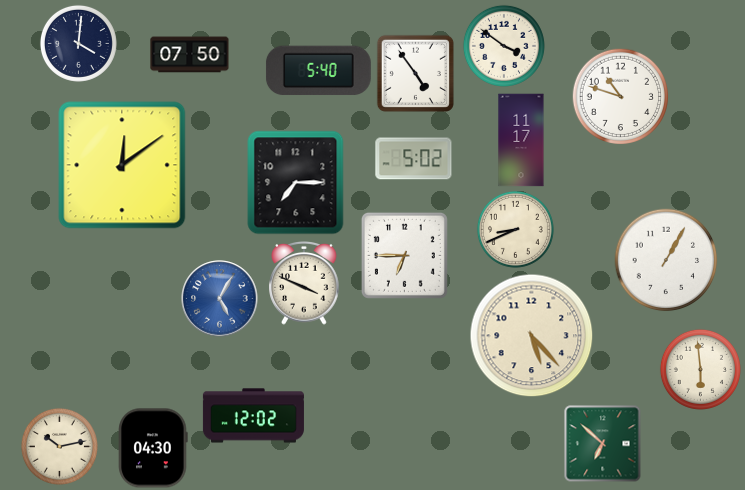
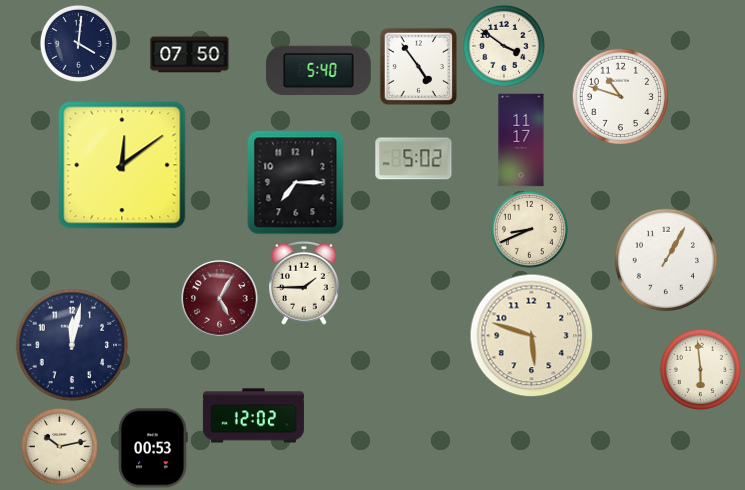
clock at (415, 73) position: (415, 73) -> (418, 66)
clock at (515, 229) position: (515, 229) -> (529, 229)
clock at (404, 255): 6:45 -> none
clock at (304, 284): 3:49 -> 1:45
clock at (220, 299) dial: blue -> burgundy
clock at (532, 336): 5:23 -> 5:48
clock at (72, 345): none -> 12:02
clock at (603, 444): 6:52 -> none
clock at (153, 448): 04:30 -> 00:53
